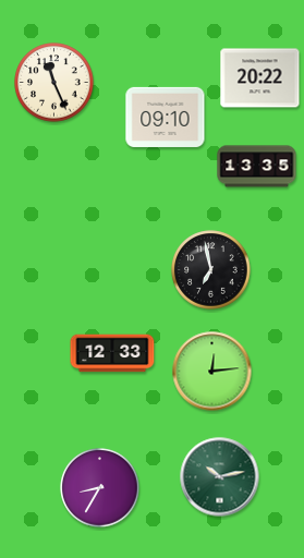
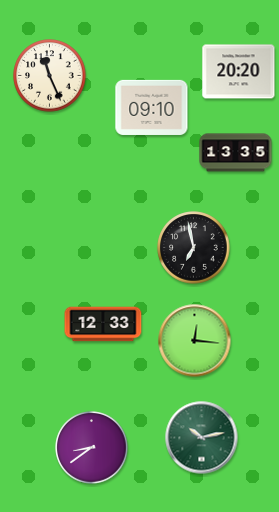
clock at (260, 78): 20:22 -> 20:20
clock at (212, 372): 12:14 -> 12:16
clock at (100, 488): 8:35 -> 8:39
